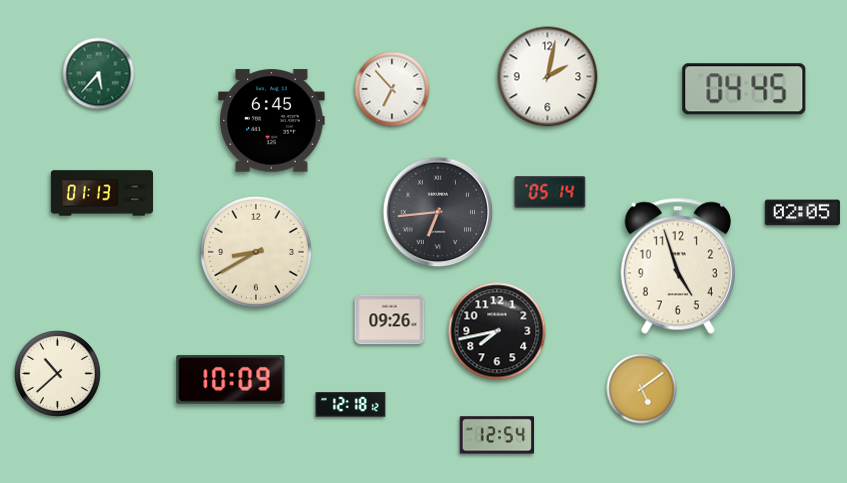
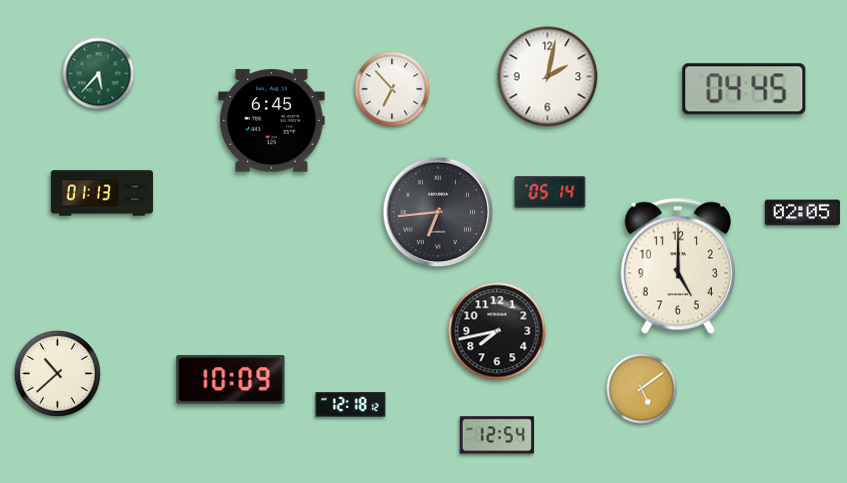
clock at (256, 252): 8:40 -> none
clock at (678, 266): 4:57 -> 5:00
clock at (390, 320): 09:26 -> none
